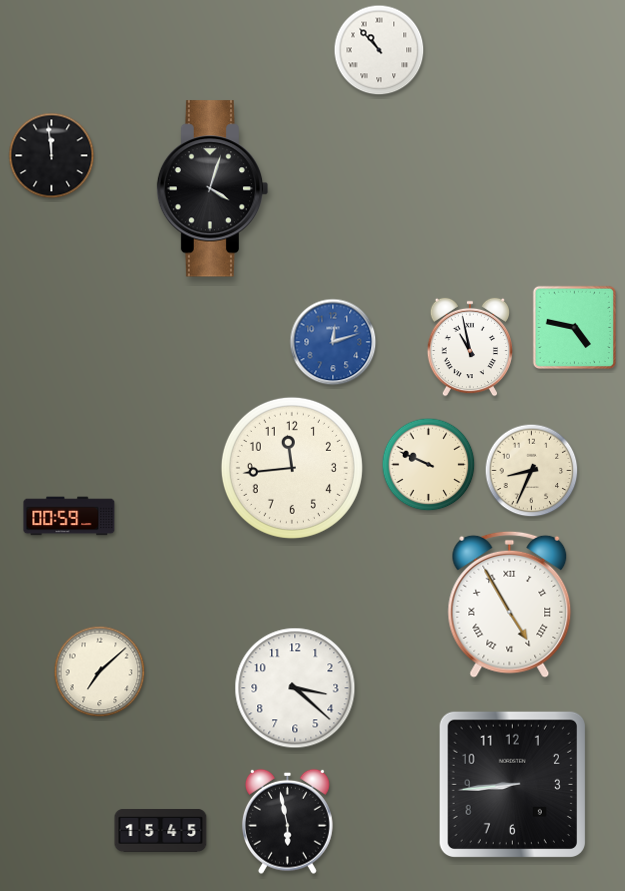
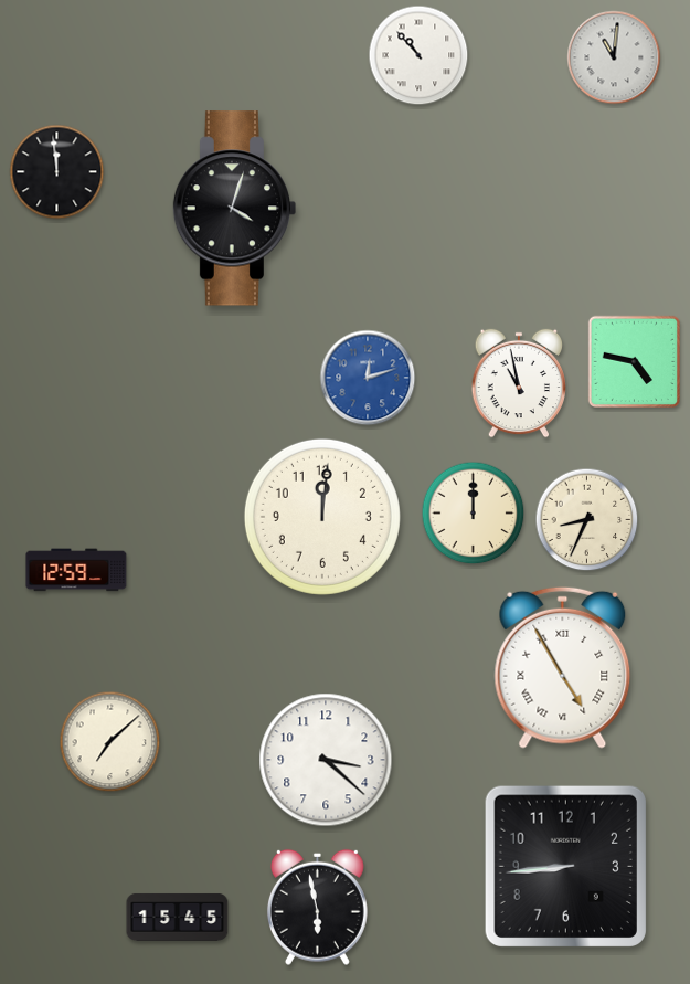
clock at (614, 57): none -> 11:01
clock at (429, 465): 9:49 -> 12:00
clock at (292, 468): 11:44 -> 12:01
clock at (69, 516): 00:59 -> 12:59
